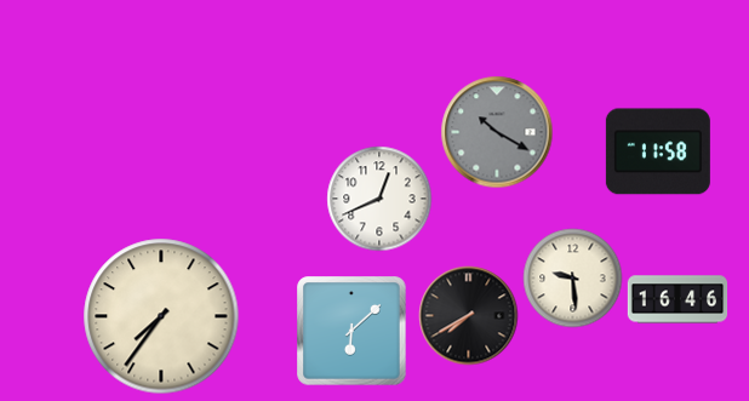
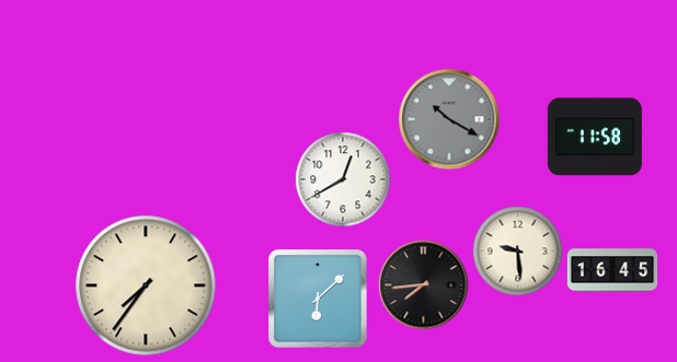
clock at (379, 199): 12:41 -> 12:40
clock at (677, 299): 16:46 -> 16:45
clock at (469, 316): 7:40 -> 7:44
